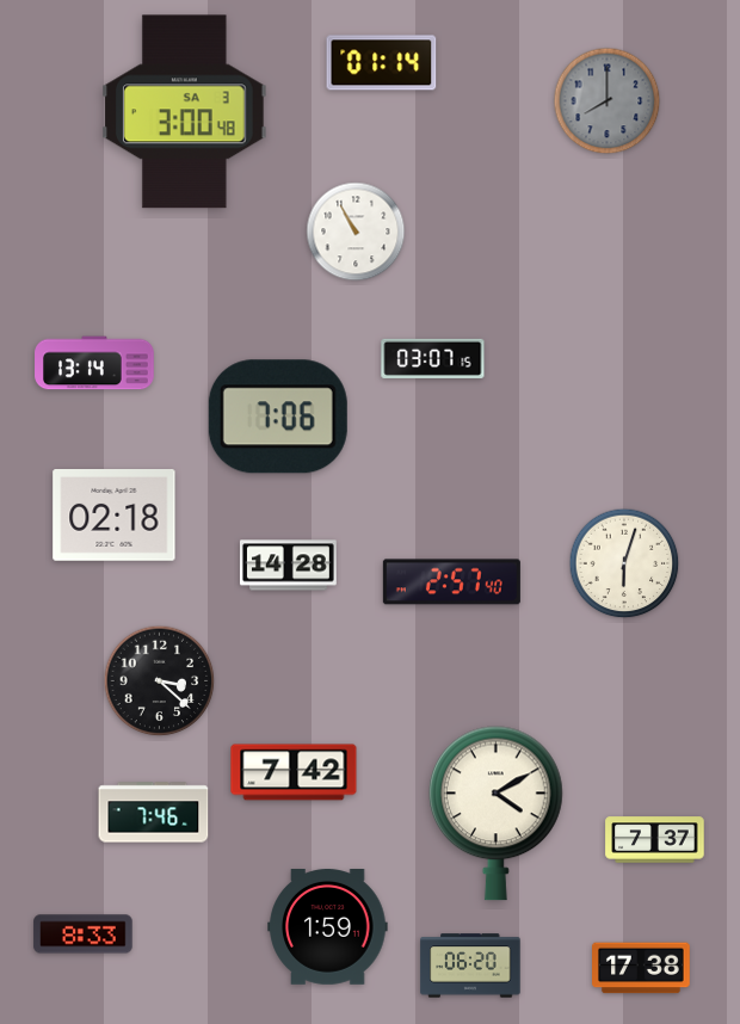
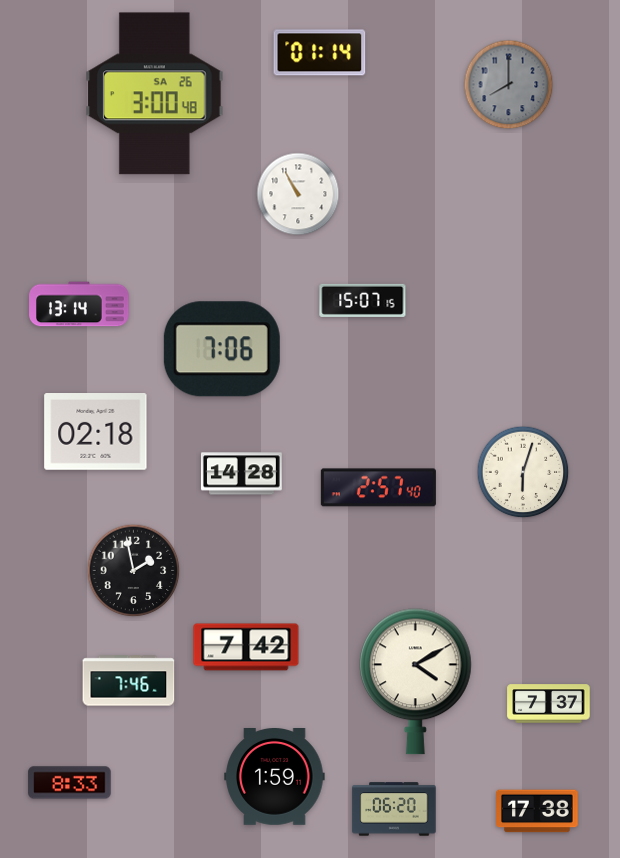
clock at (185, 112) date: SA 3 -> SA 26
clock at (433, 358): 03:07 -> 15:07
clock at (278, 417) position: (278, 417) -> (222, 349)
clock at (160, 681): 3:22 -> 1:58
